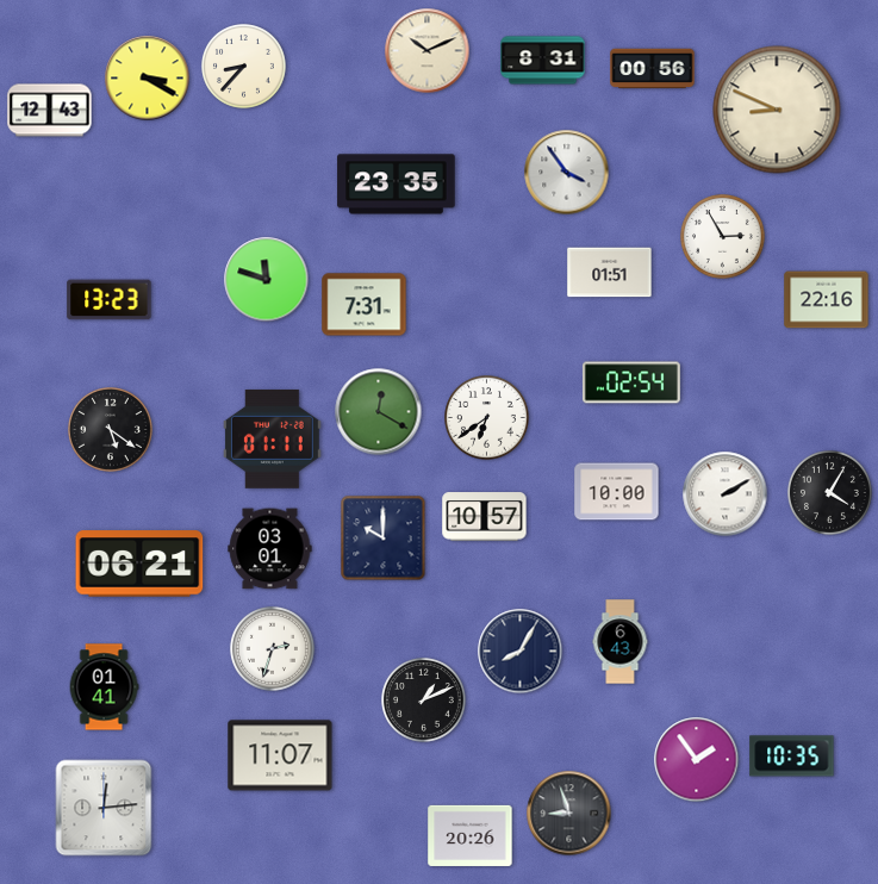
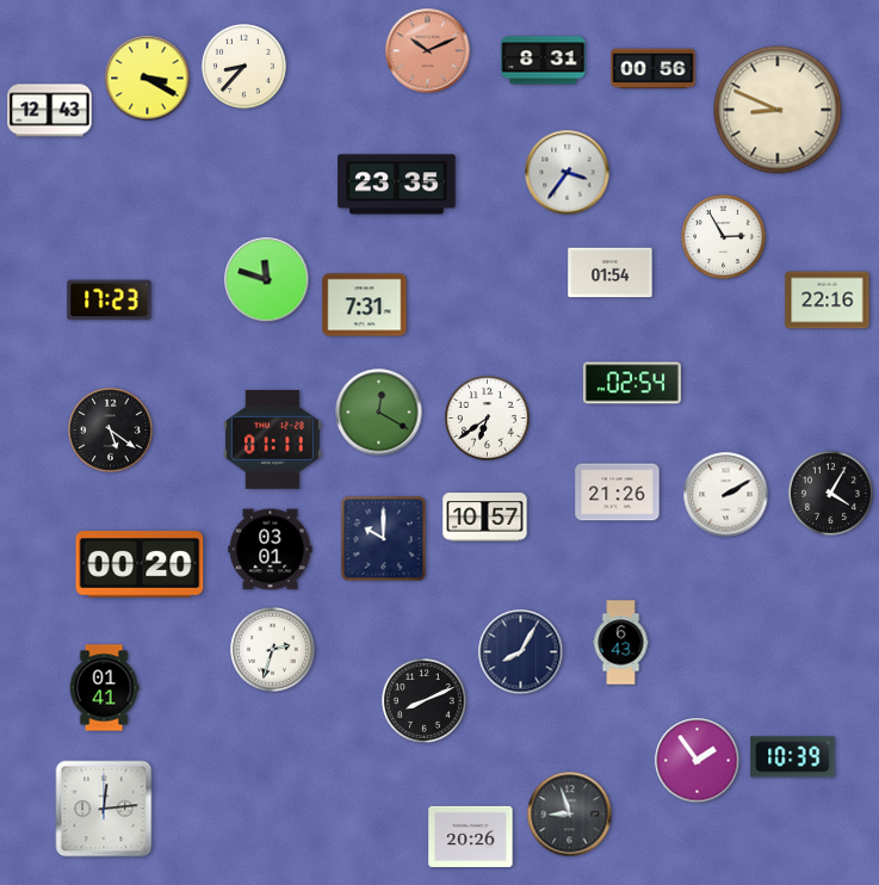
clock at (428, 51) dial: cream -> salmon
clock at (567, 173): 3:54 -> 3:36
clock at (610, 273): 01:51 -> 01:54
clock at (110, 300): 13:23 -> 17:23
clock at (617, 492): 10:00 -> 21:26
clock at (139, 564): 06:21 -> 00:20
clock at (424, 701): 1:11 -> 8:11
clock at (280, 755): 11:07 -> none
clock at (792, 757): 10:35 -> 10:39
